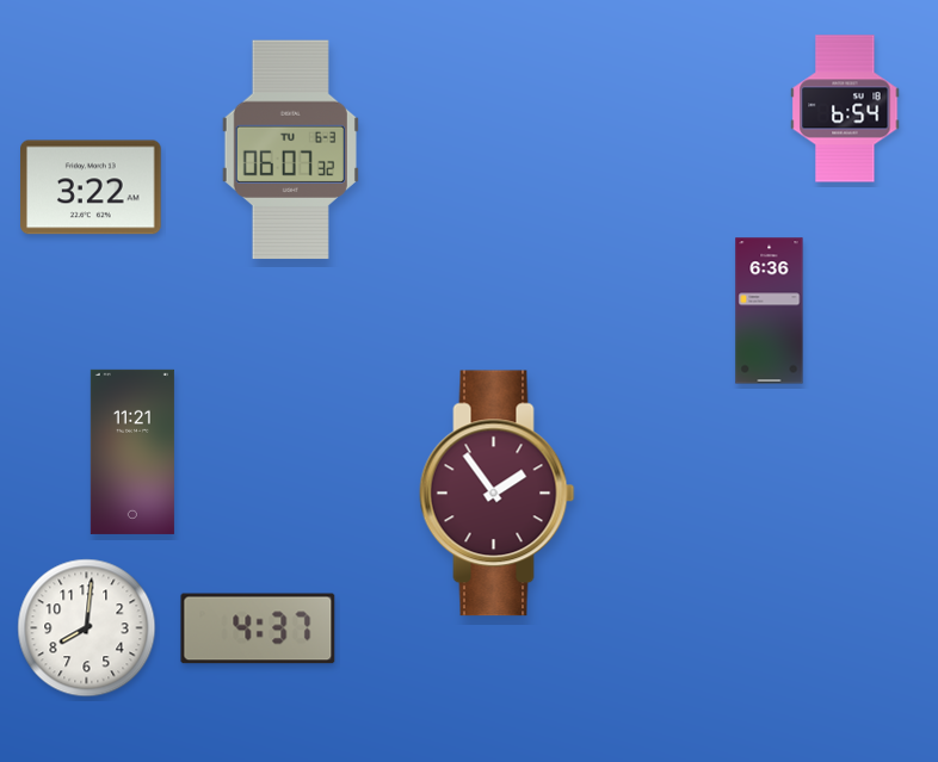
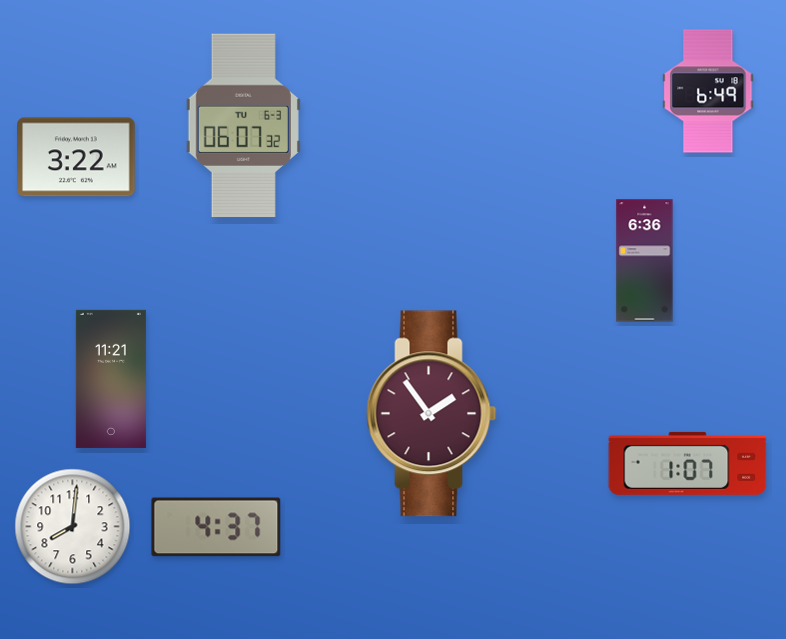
clock at (845, 109): 6:54 -> 6:49
clock at (498, 494) position: (498, 494) -> (432, 414)
clock at (688, 463): none -> 1:07
